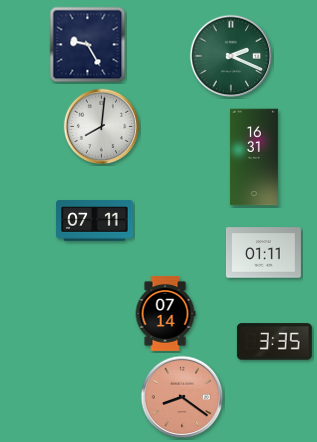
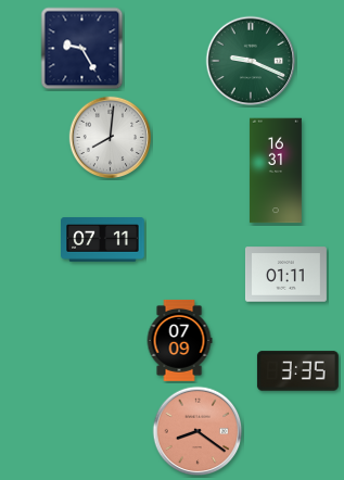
clock at (88, 45) position: (88, 45) -> (82, 49)
clock at (231, 56): 2:19 -> 9:19
clock at (165, 313): 07:14 -> 07:09
